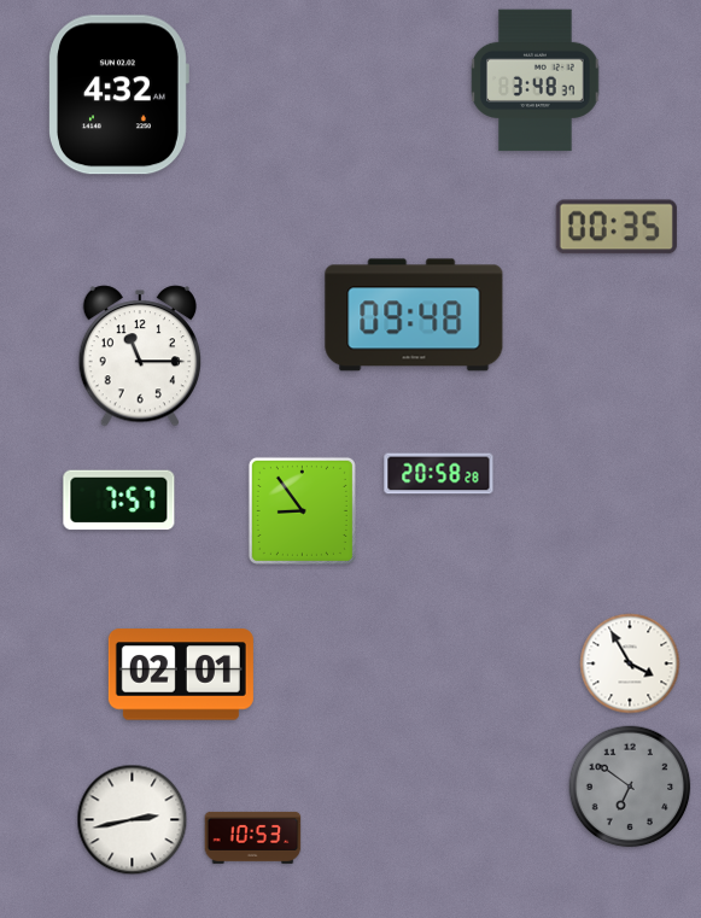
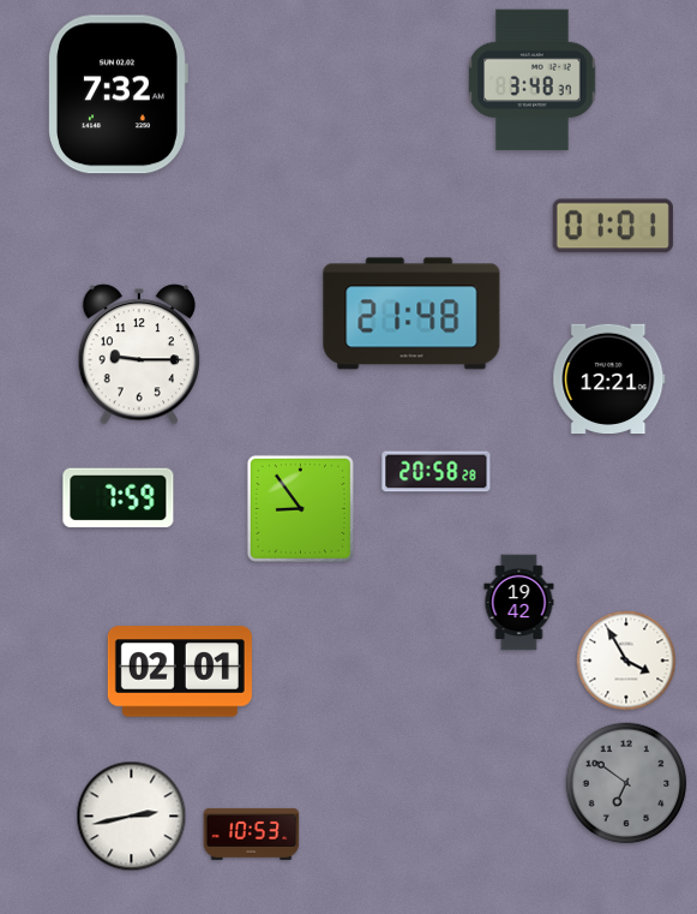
clock at (119, 95): 4:32 -> 7:32
clock at (617, 227): 00:35 -> 01:01
clock at (414, 315): 09:48 -> 21:48
clock at (139, 356): 11:15 -> 9:15
clock at (609, 380): none -> 12:21
clock at (119, 501): 7:57 -> 7:59
clock at (519, 603): none -> 19:42
